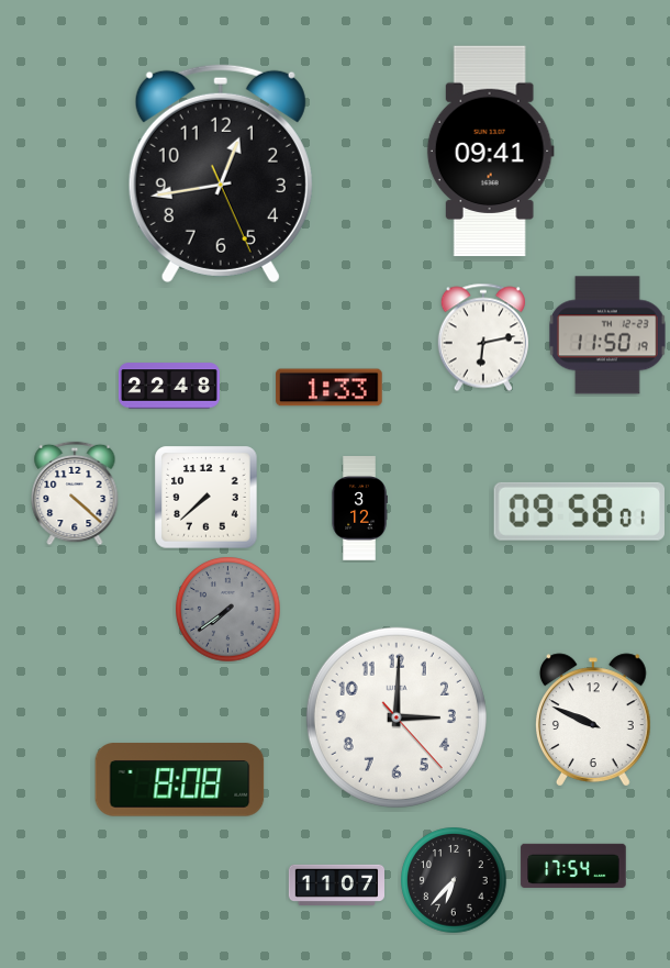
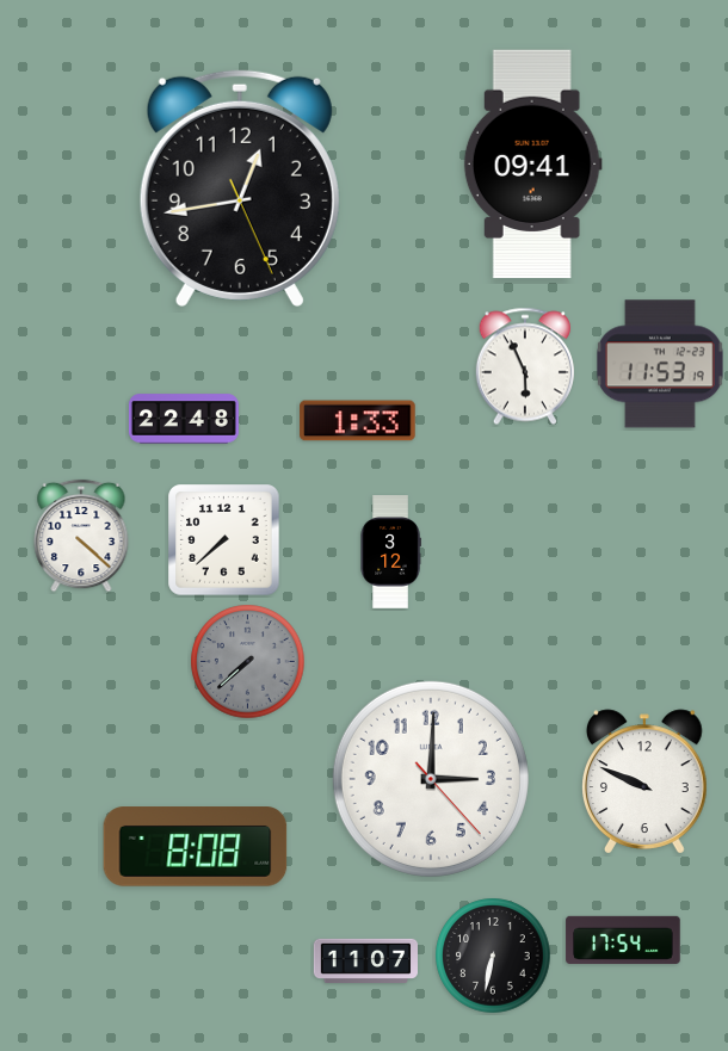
clock at (608, 335): 11:50 -> 11:53
clock at (483, 337): 6:13 -> 5:56
clock at (579, 511): 09:58 -> none
clock at (228, 610): 7:39 -> 7:38
clock at (454, 880): 6:37 -> 6:32
